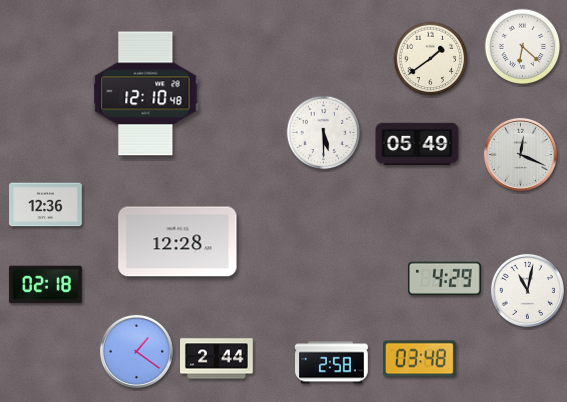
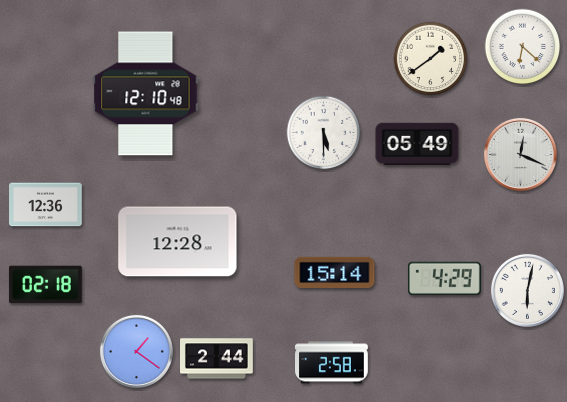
clock at (335, 272): none -> 15:14
clock at (527, 290): 11:02 -> 6:02
clock at (420, 359): 03:48 -> none
